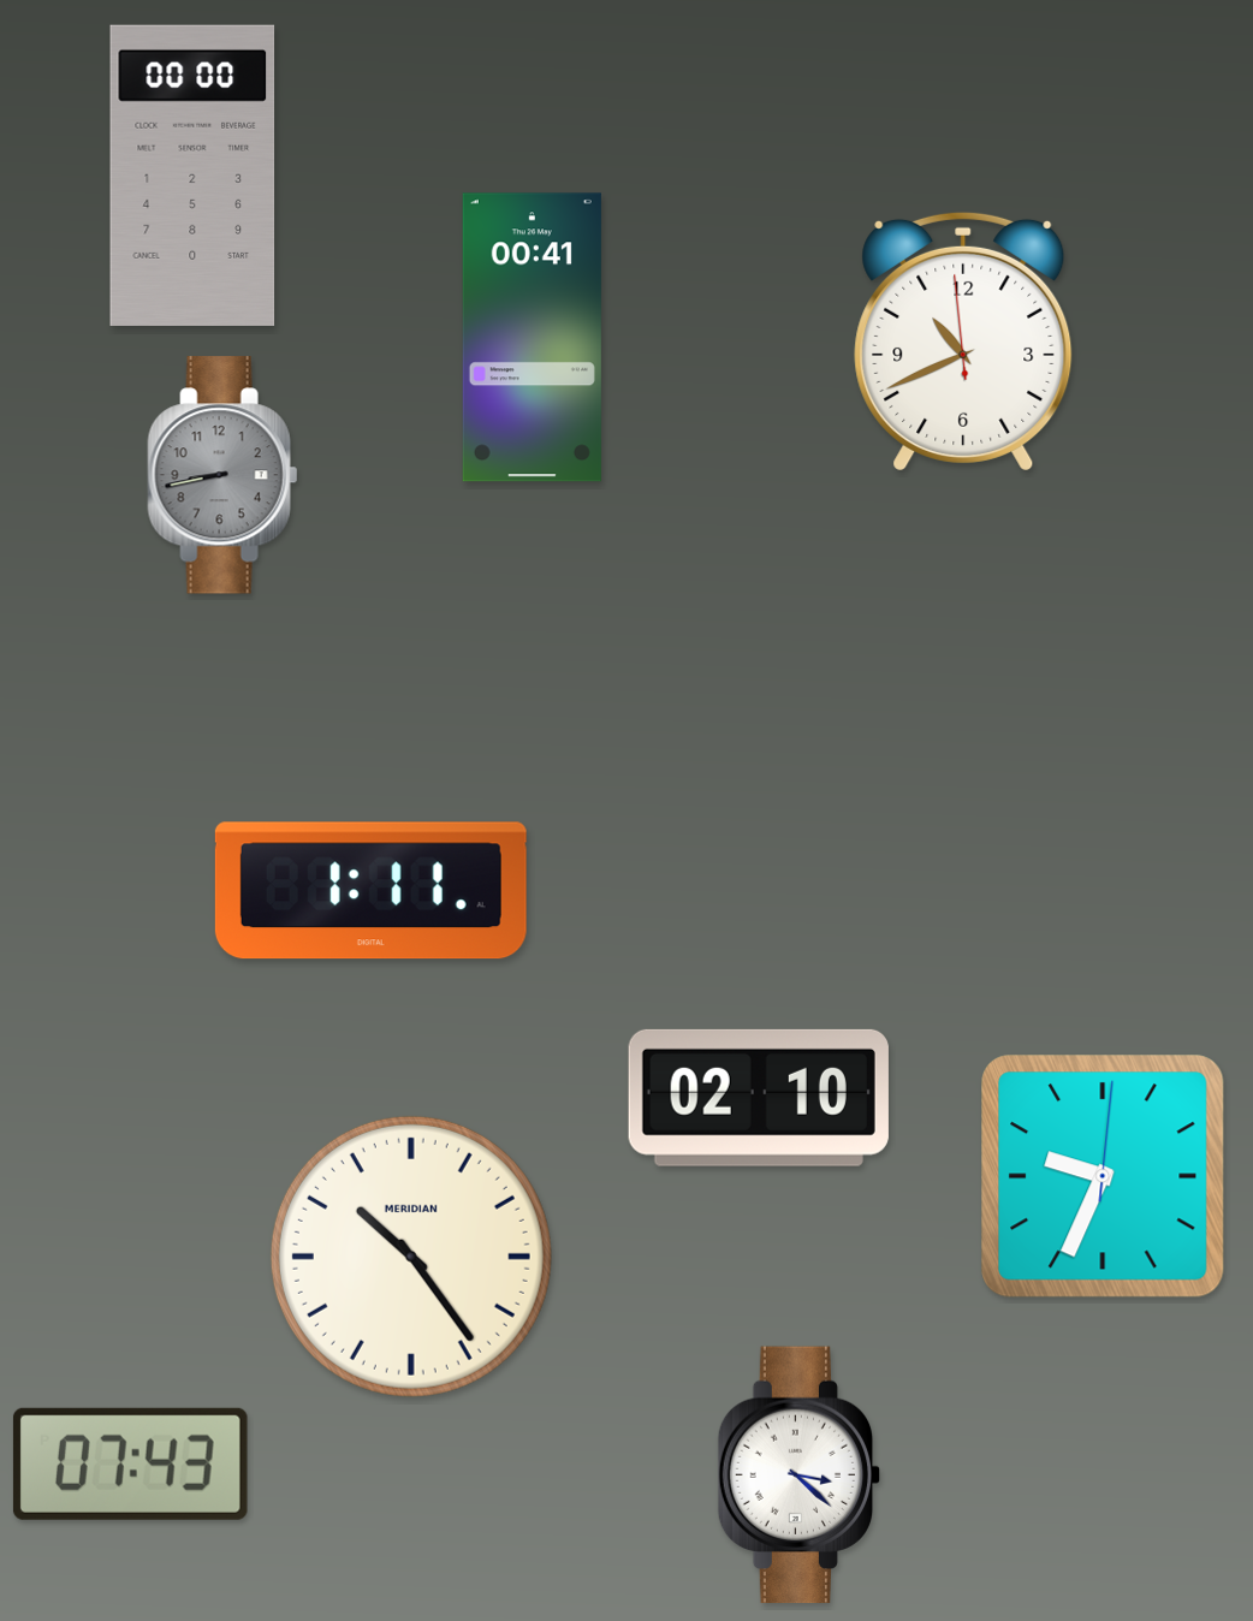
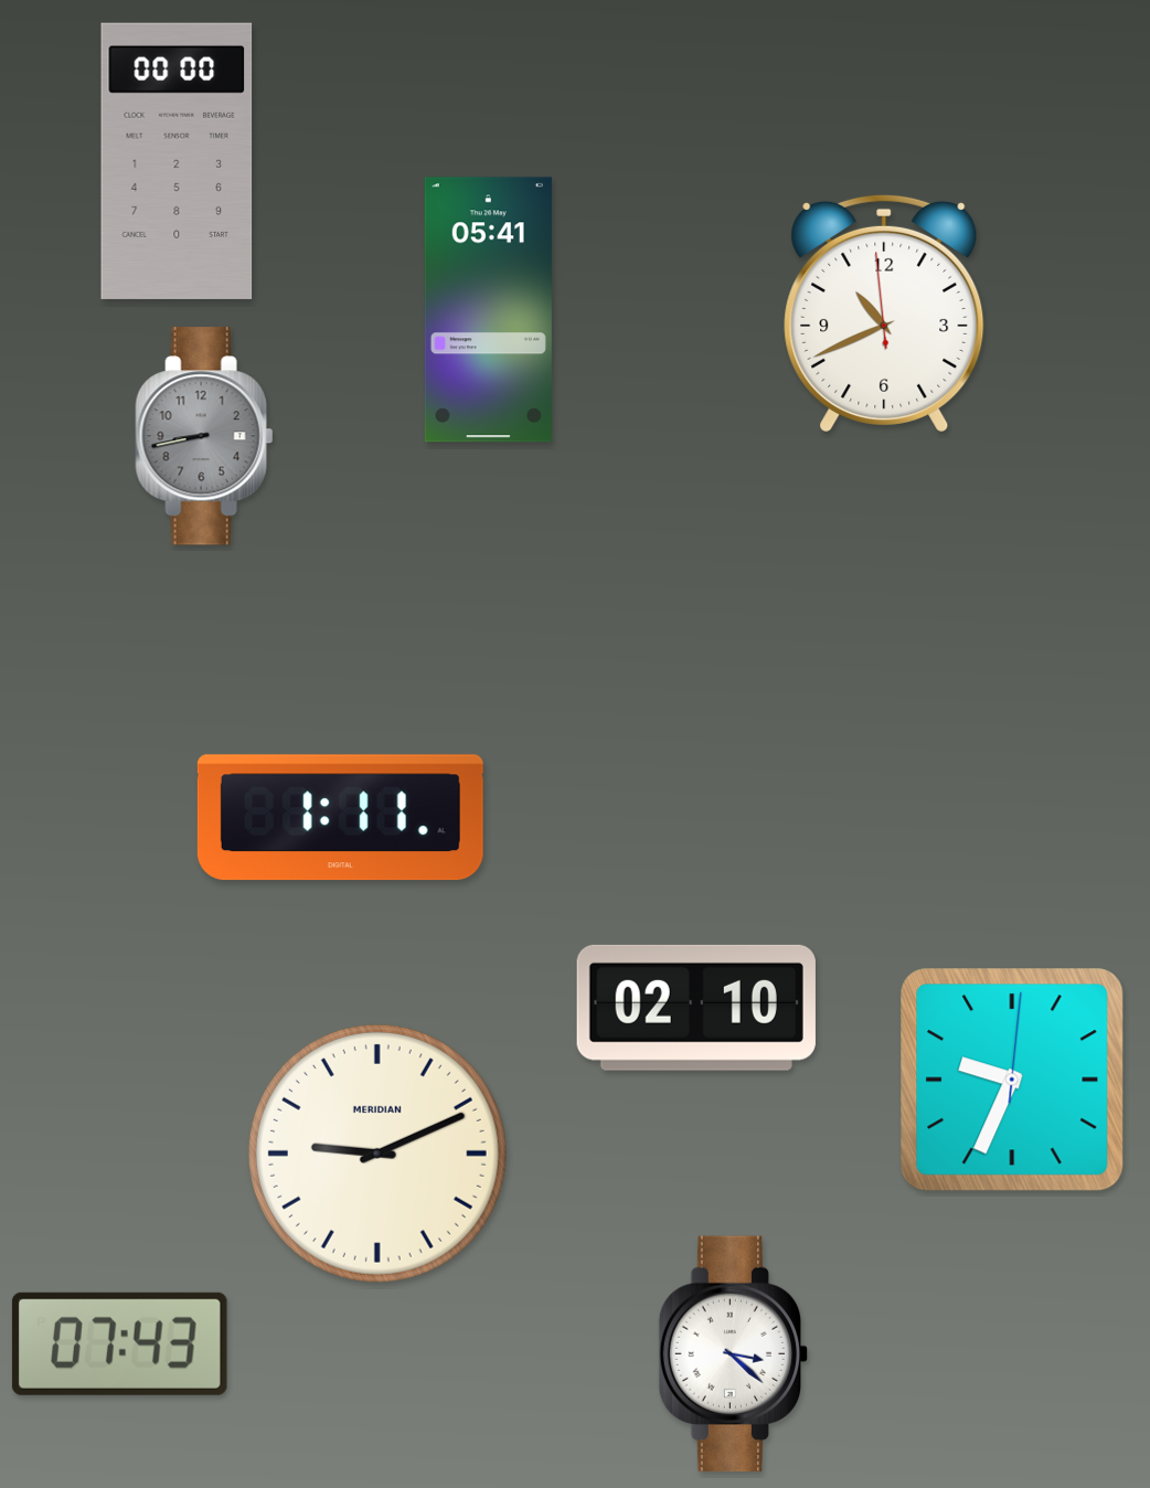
clock at (532, 338): 00:41 -> 05:41
clock at (411, 1257): 10:24 -> 9:11
